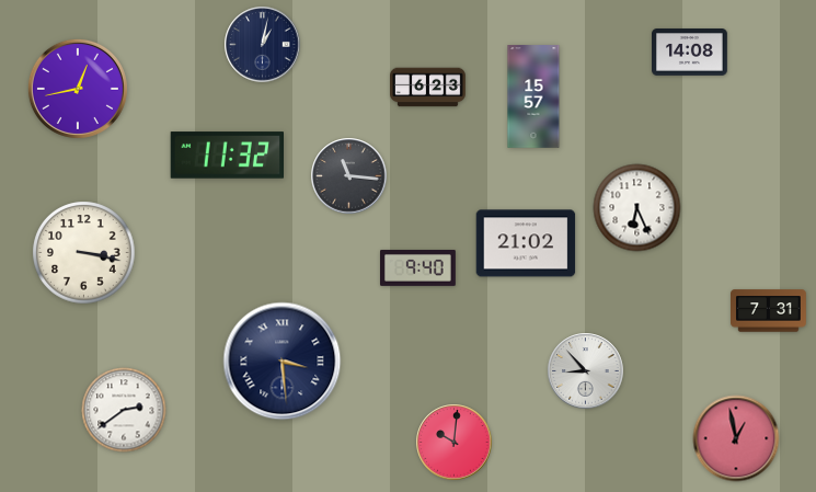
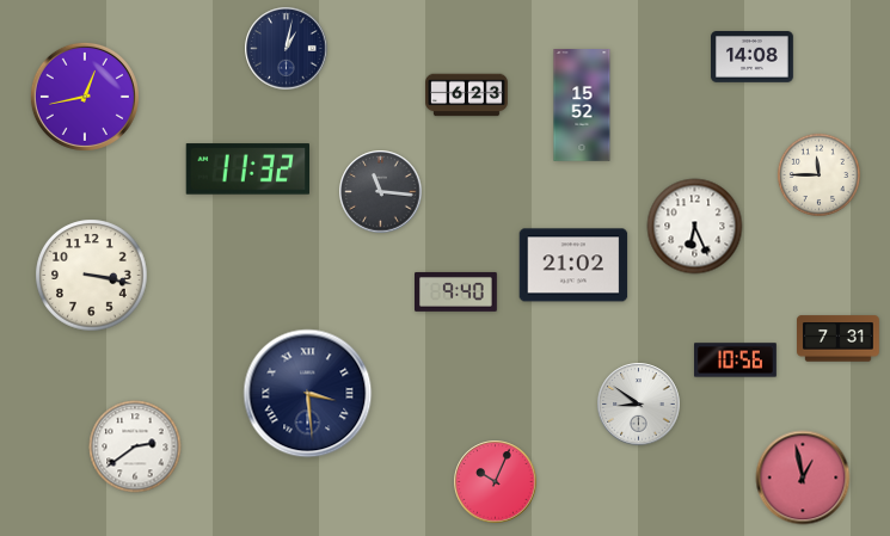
clock at (533, 96): 15:57 -> 15:52
clock at (818, 174): none -> 11:45
clock at (736, 361): none -> 10:56
clock at (586, 371): 8:53 -> 8:51
clock at (455, 443): 10:01 -> 10:04
